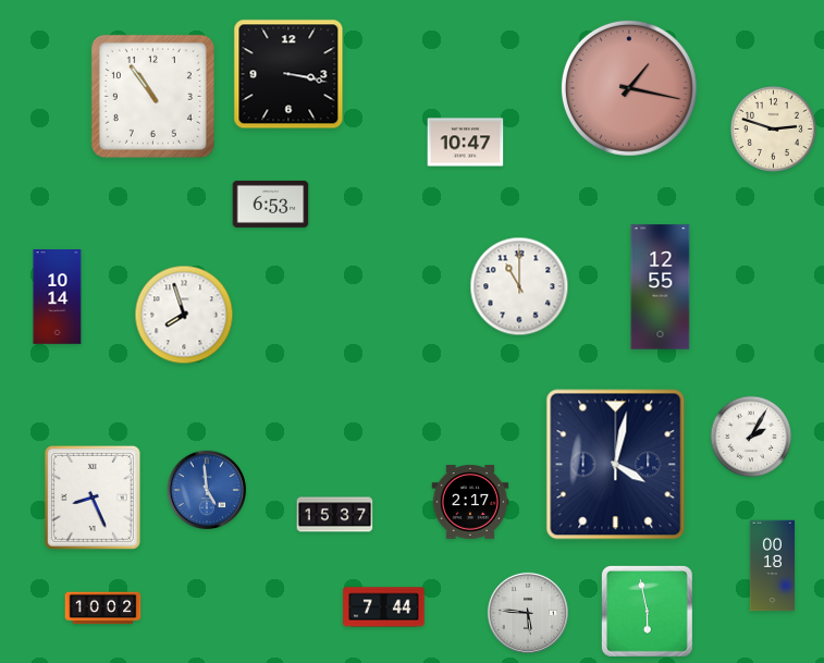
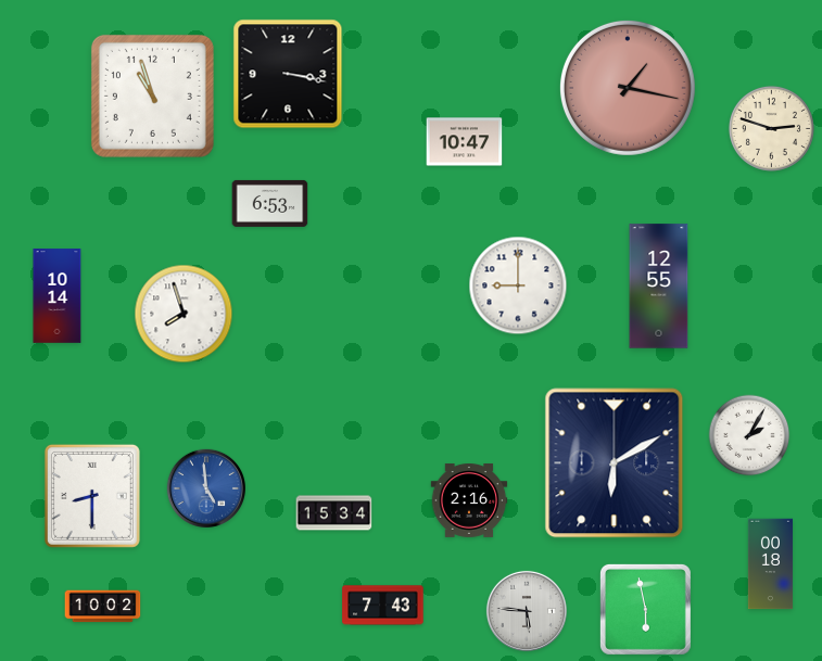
clock at (152, 96): 10:54 -> 10:57
clock at (519, 286): 11:00 -> 9:00
clock at (616, 465): 4:02 -> 6:10
clock at (93, 498): 8:26 -> 8:30
clock at (470, 503): 2:17 -> 2:16
clock at (335, 515): 15:37 -> 15:34
clock at (384, 607): 7:44 -> 7:43
